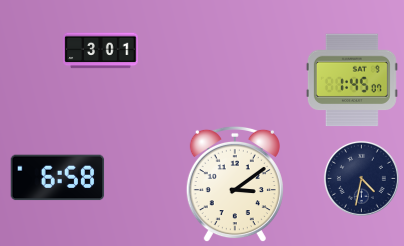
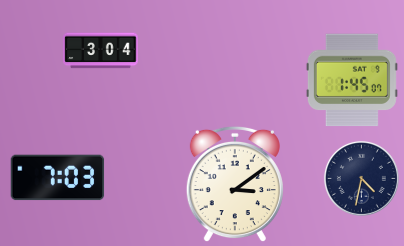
clock at (101, 51): 3:01 -> 3:04
clock at (58, 178): 6:58 -> 7:03
